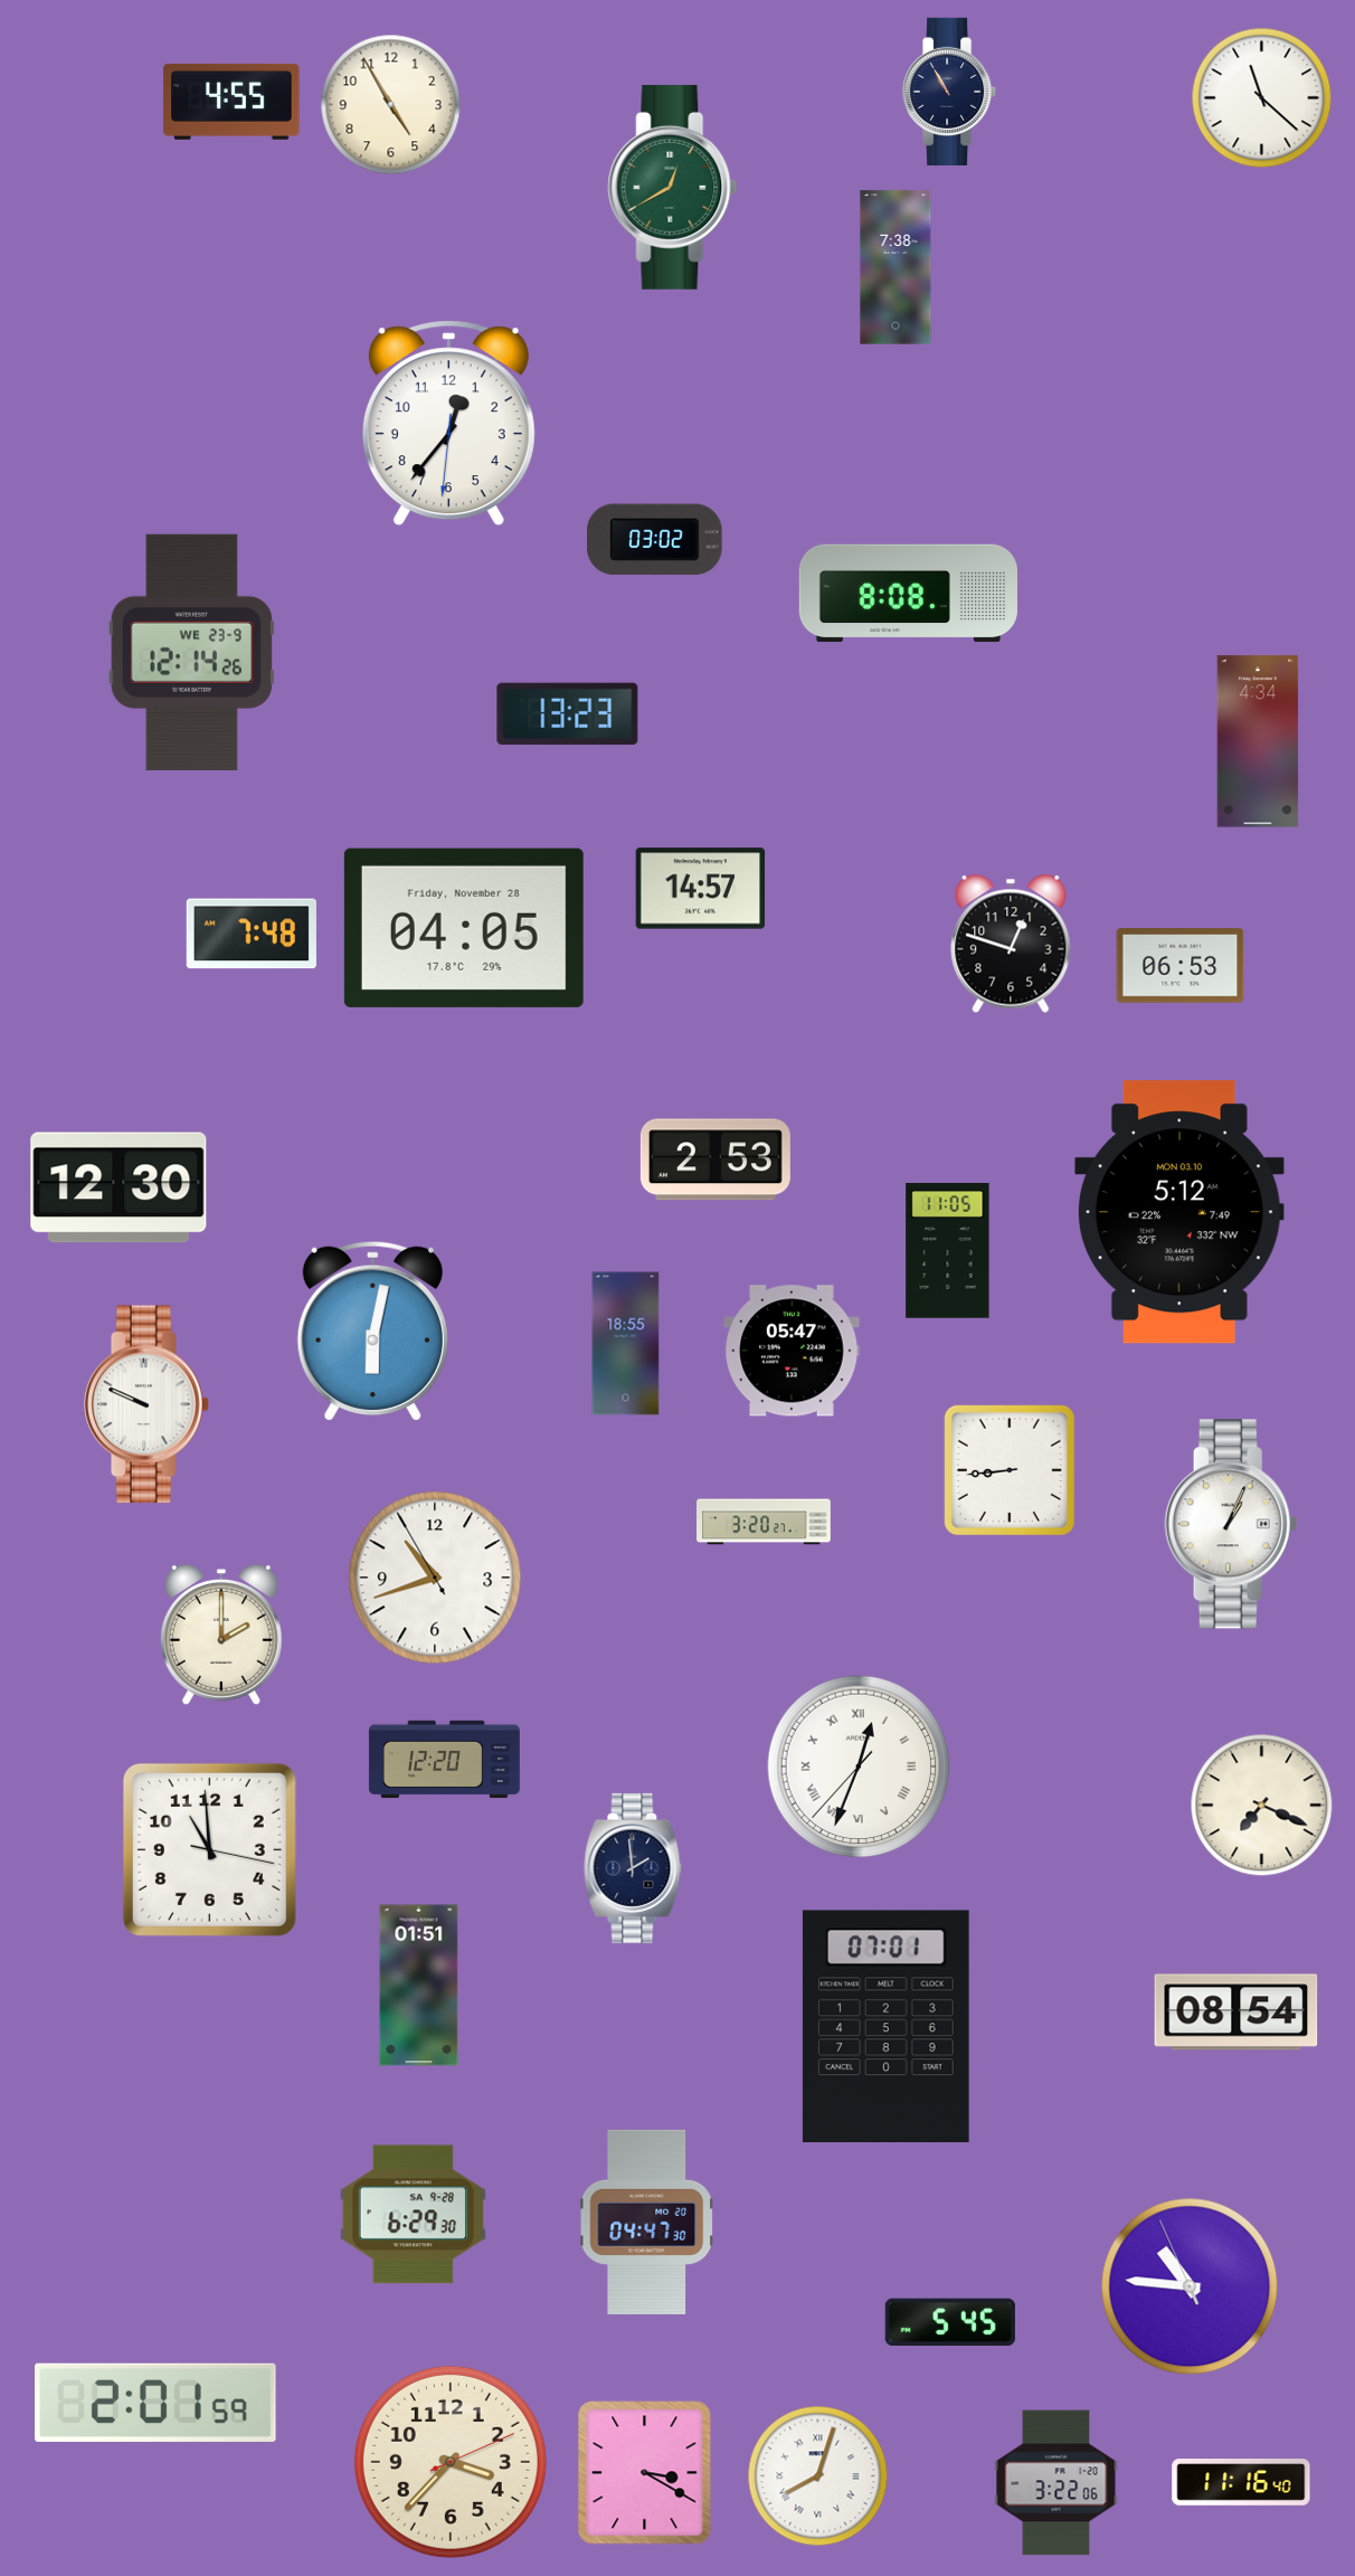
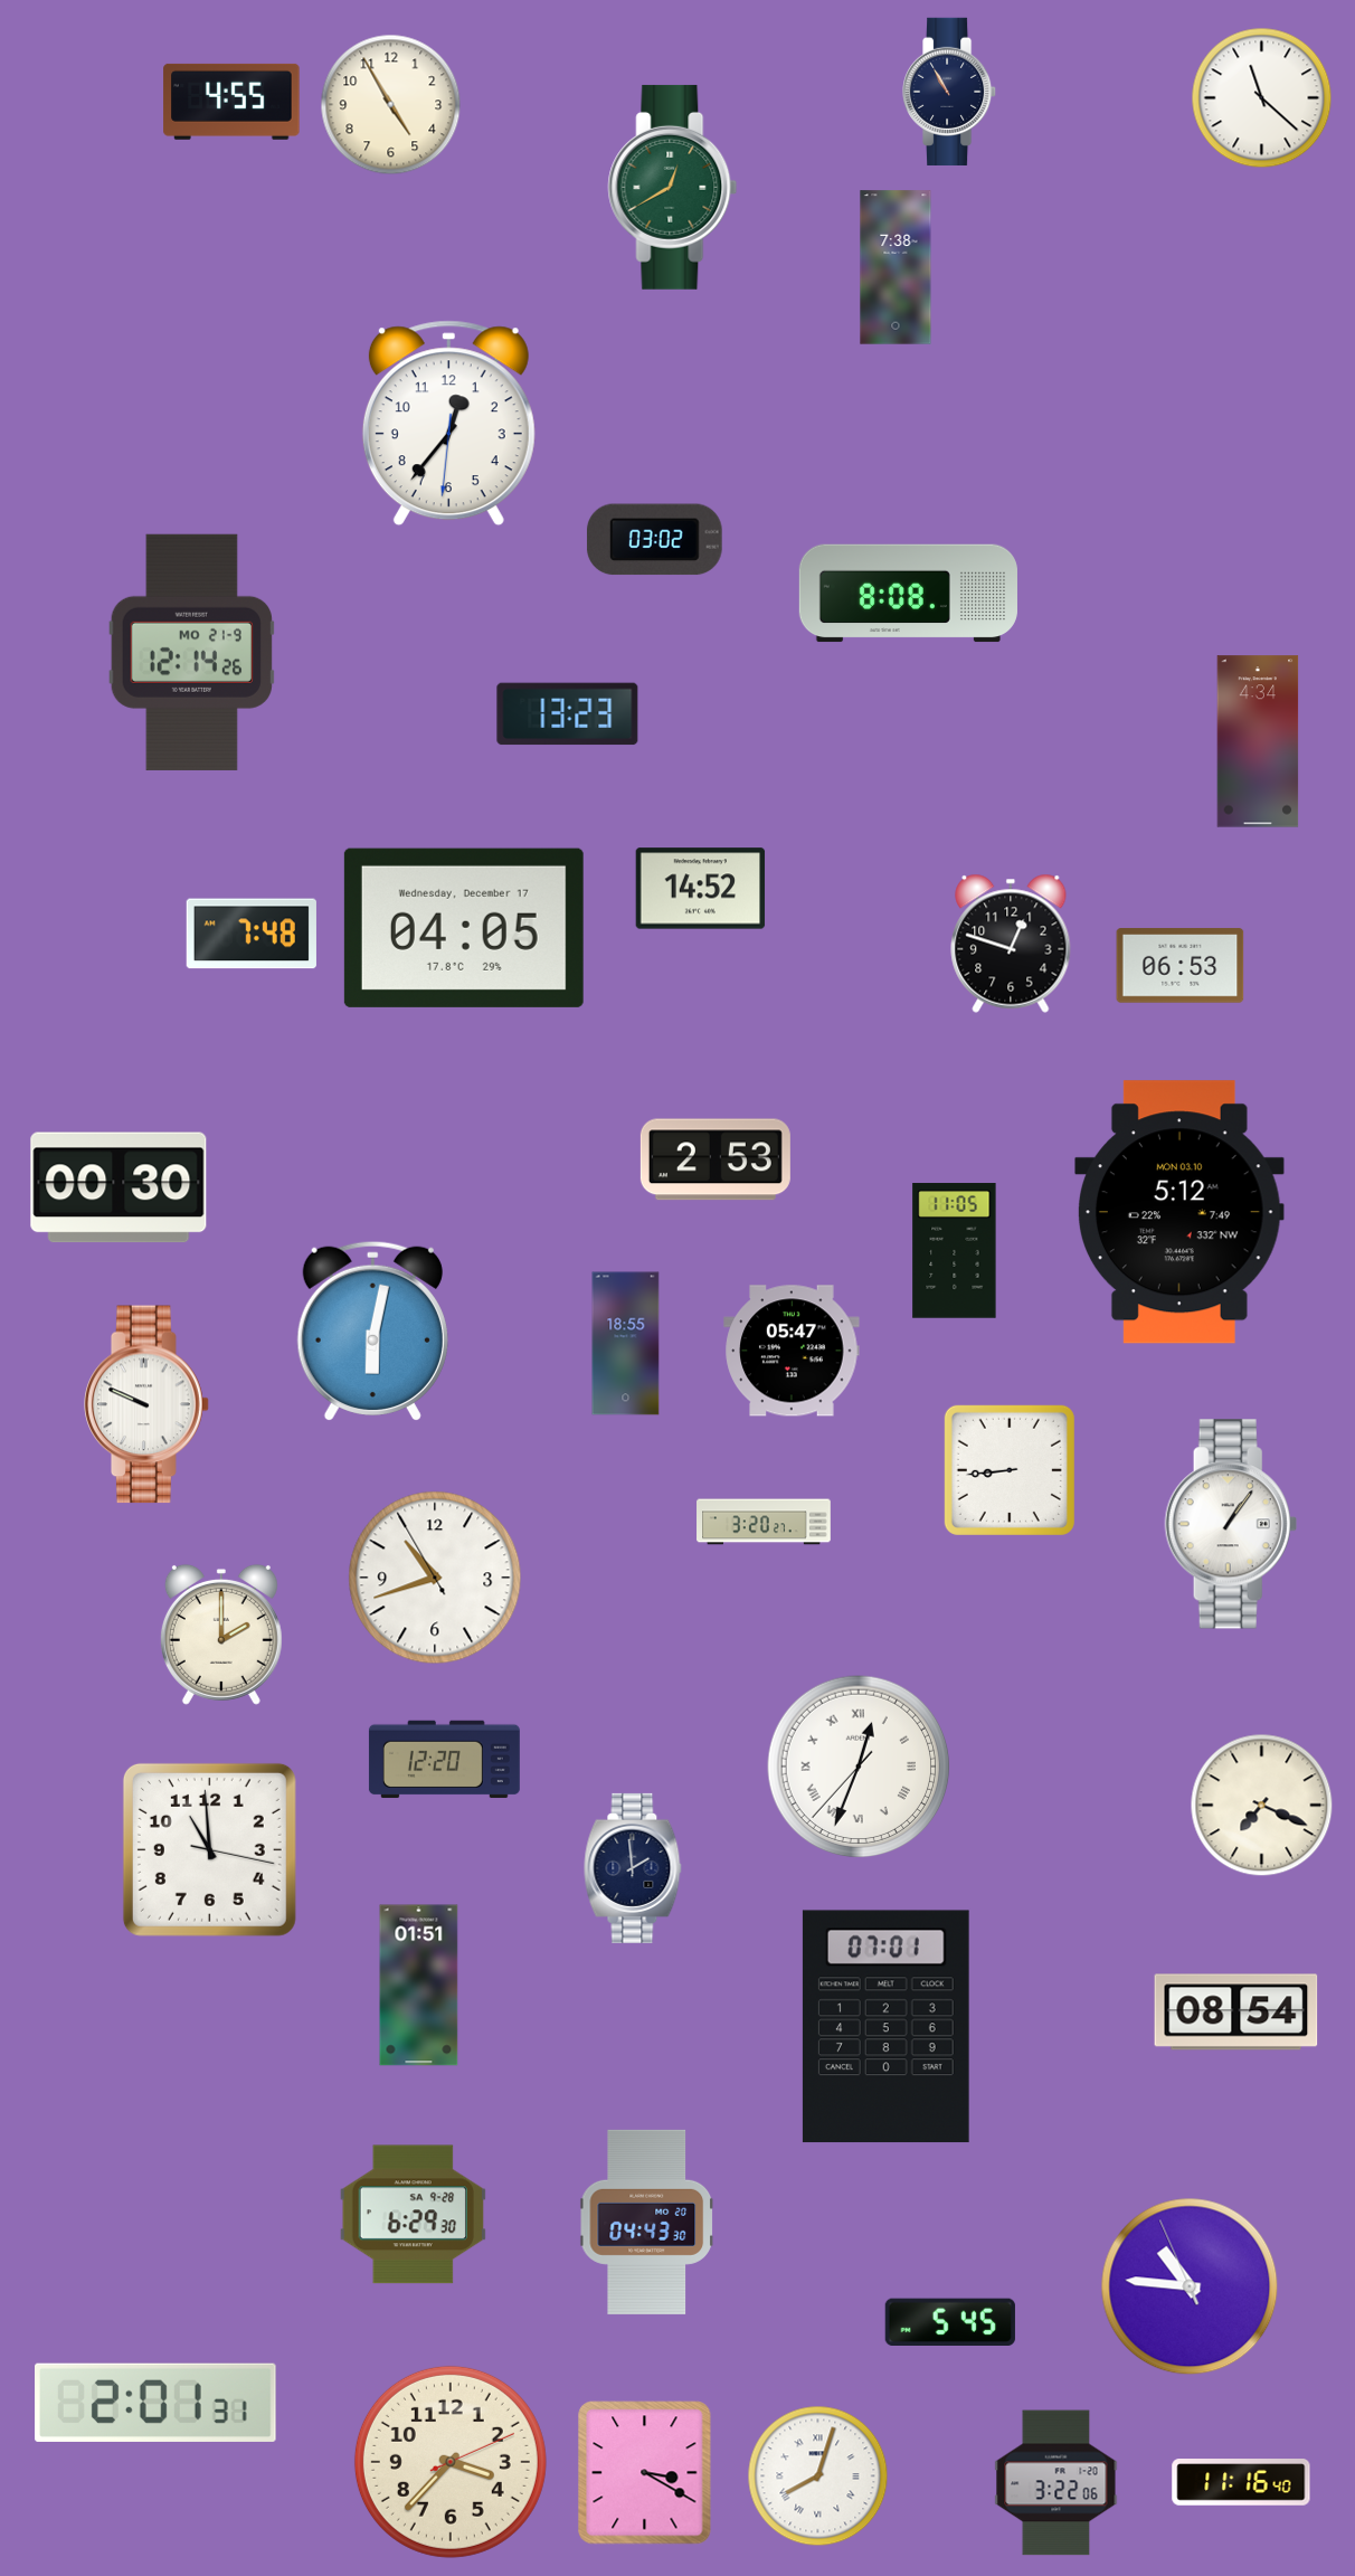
clock at (191, 652) date: WE 23-9 -> MO 21-9
clock at (701, 889): 14:57 -> 14:52
clock at (464, 928) date: Friday, November 28 -> Wednesday, December 17
clock at (119, 1187): 12:30 -> 00:30
clock at (948, 1251) position: (948, 1251) -> (955, 1251)
clock at (1231, 1524): 1:04 -> 1:06
clock at (647, 2222): 04:47 -> 04:43
clock at (157, 2403): 2:01:59 -> 2:01:31
